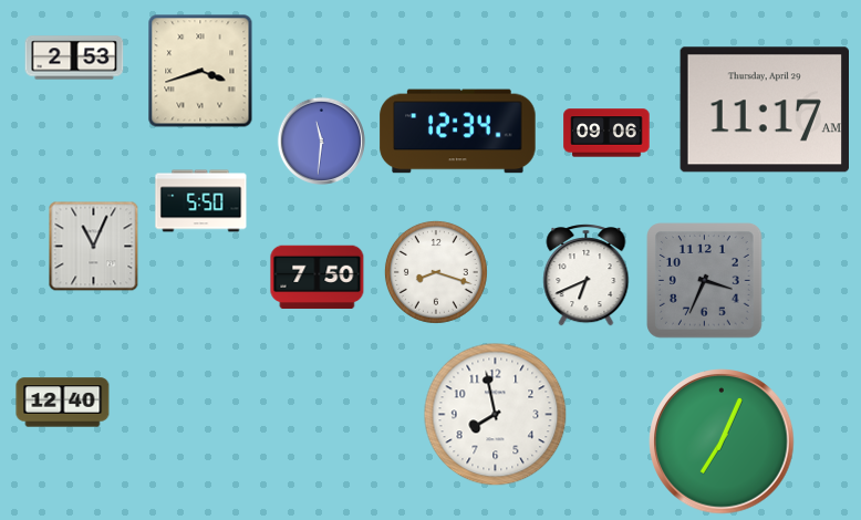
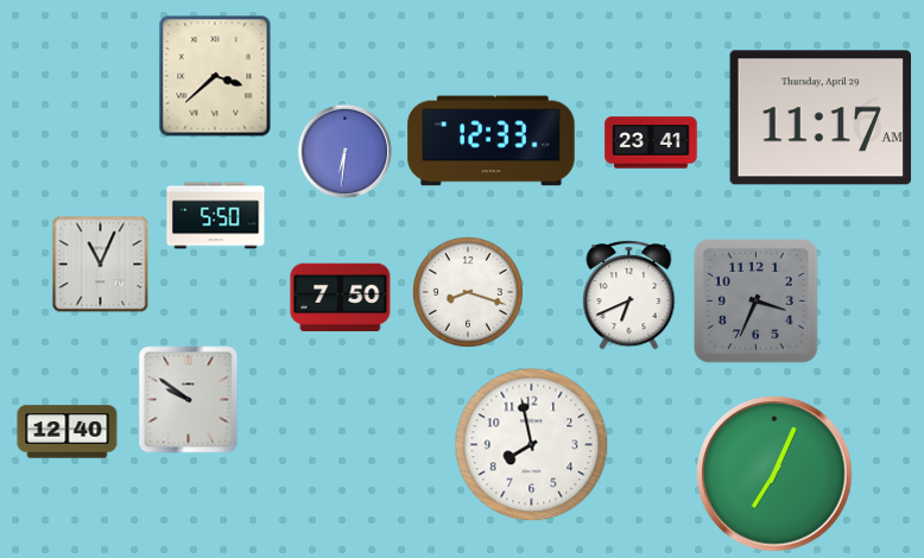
clock at (74, 58): 2:53 -> none
clock at (200, 71): 3:42 -> 3:38
clock at (458, 132): 12:34 -> 12:33
clock at (606, 133): 09:06 -> 23:41
clock at (321, 141): 11:31 -> 6:31
clock at (189, 400): none -> 9:51
